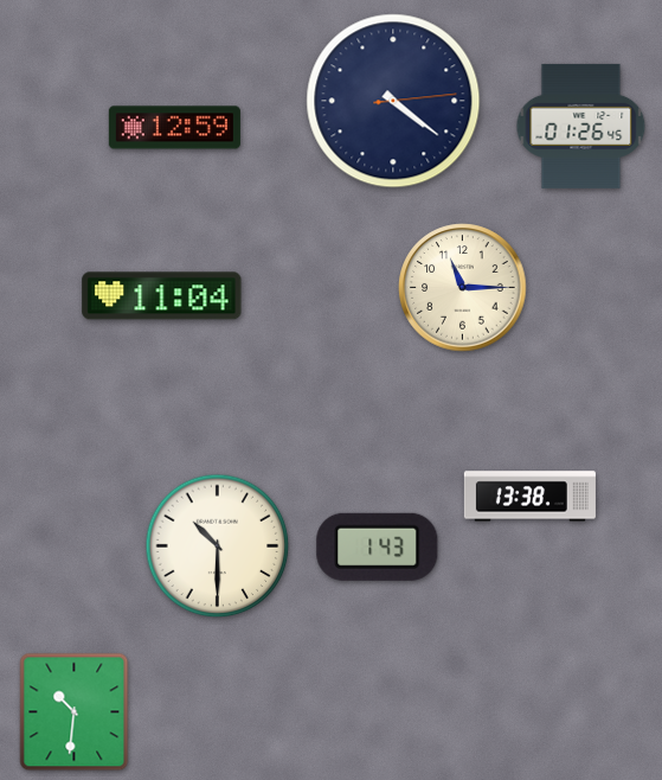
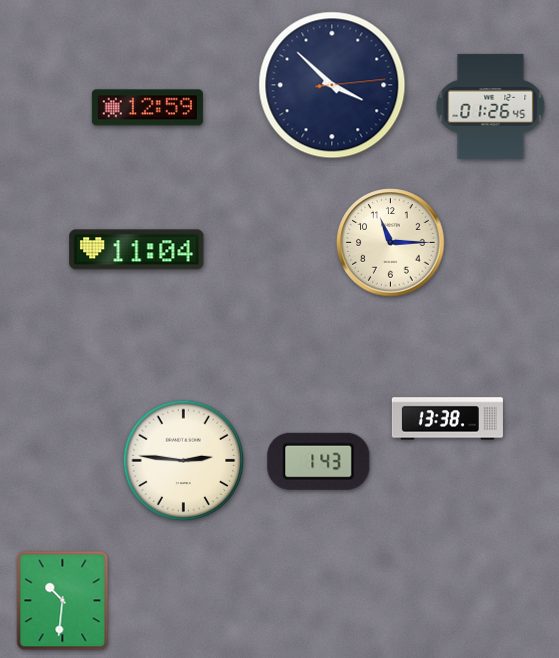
clock at (393, 101): 4:21 -> 3:52
clock at (218, 546): 10:30 -> 2:46
